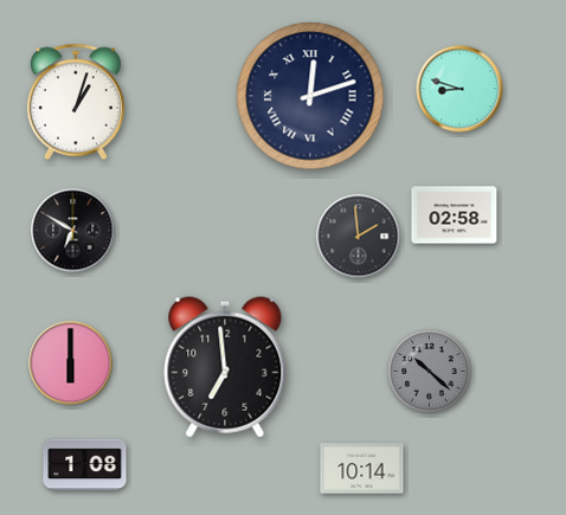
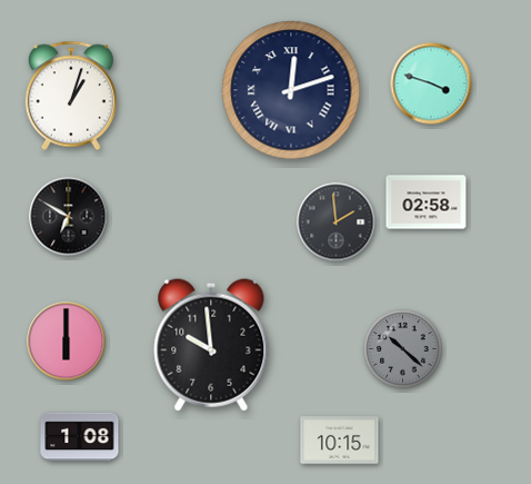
clock at (459, 89): 8:48 -> 3:48
clock at (225, 367): 6:59 -> 9:59
clock at (362, 469): 10:14 -> 10:15
